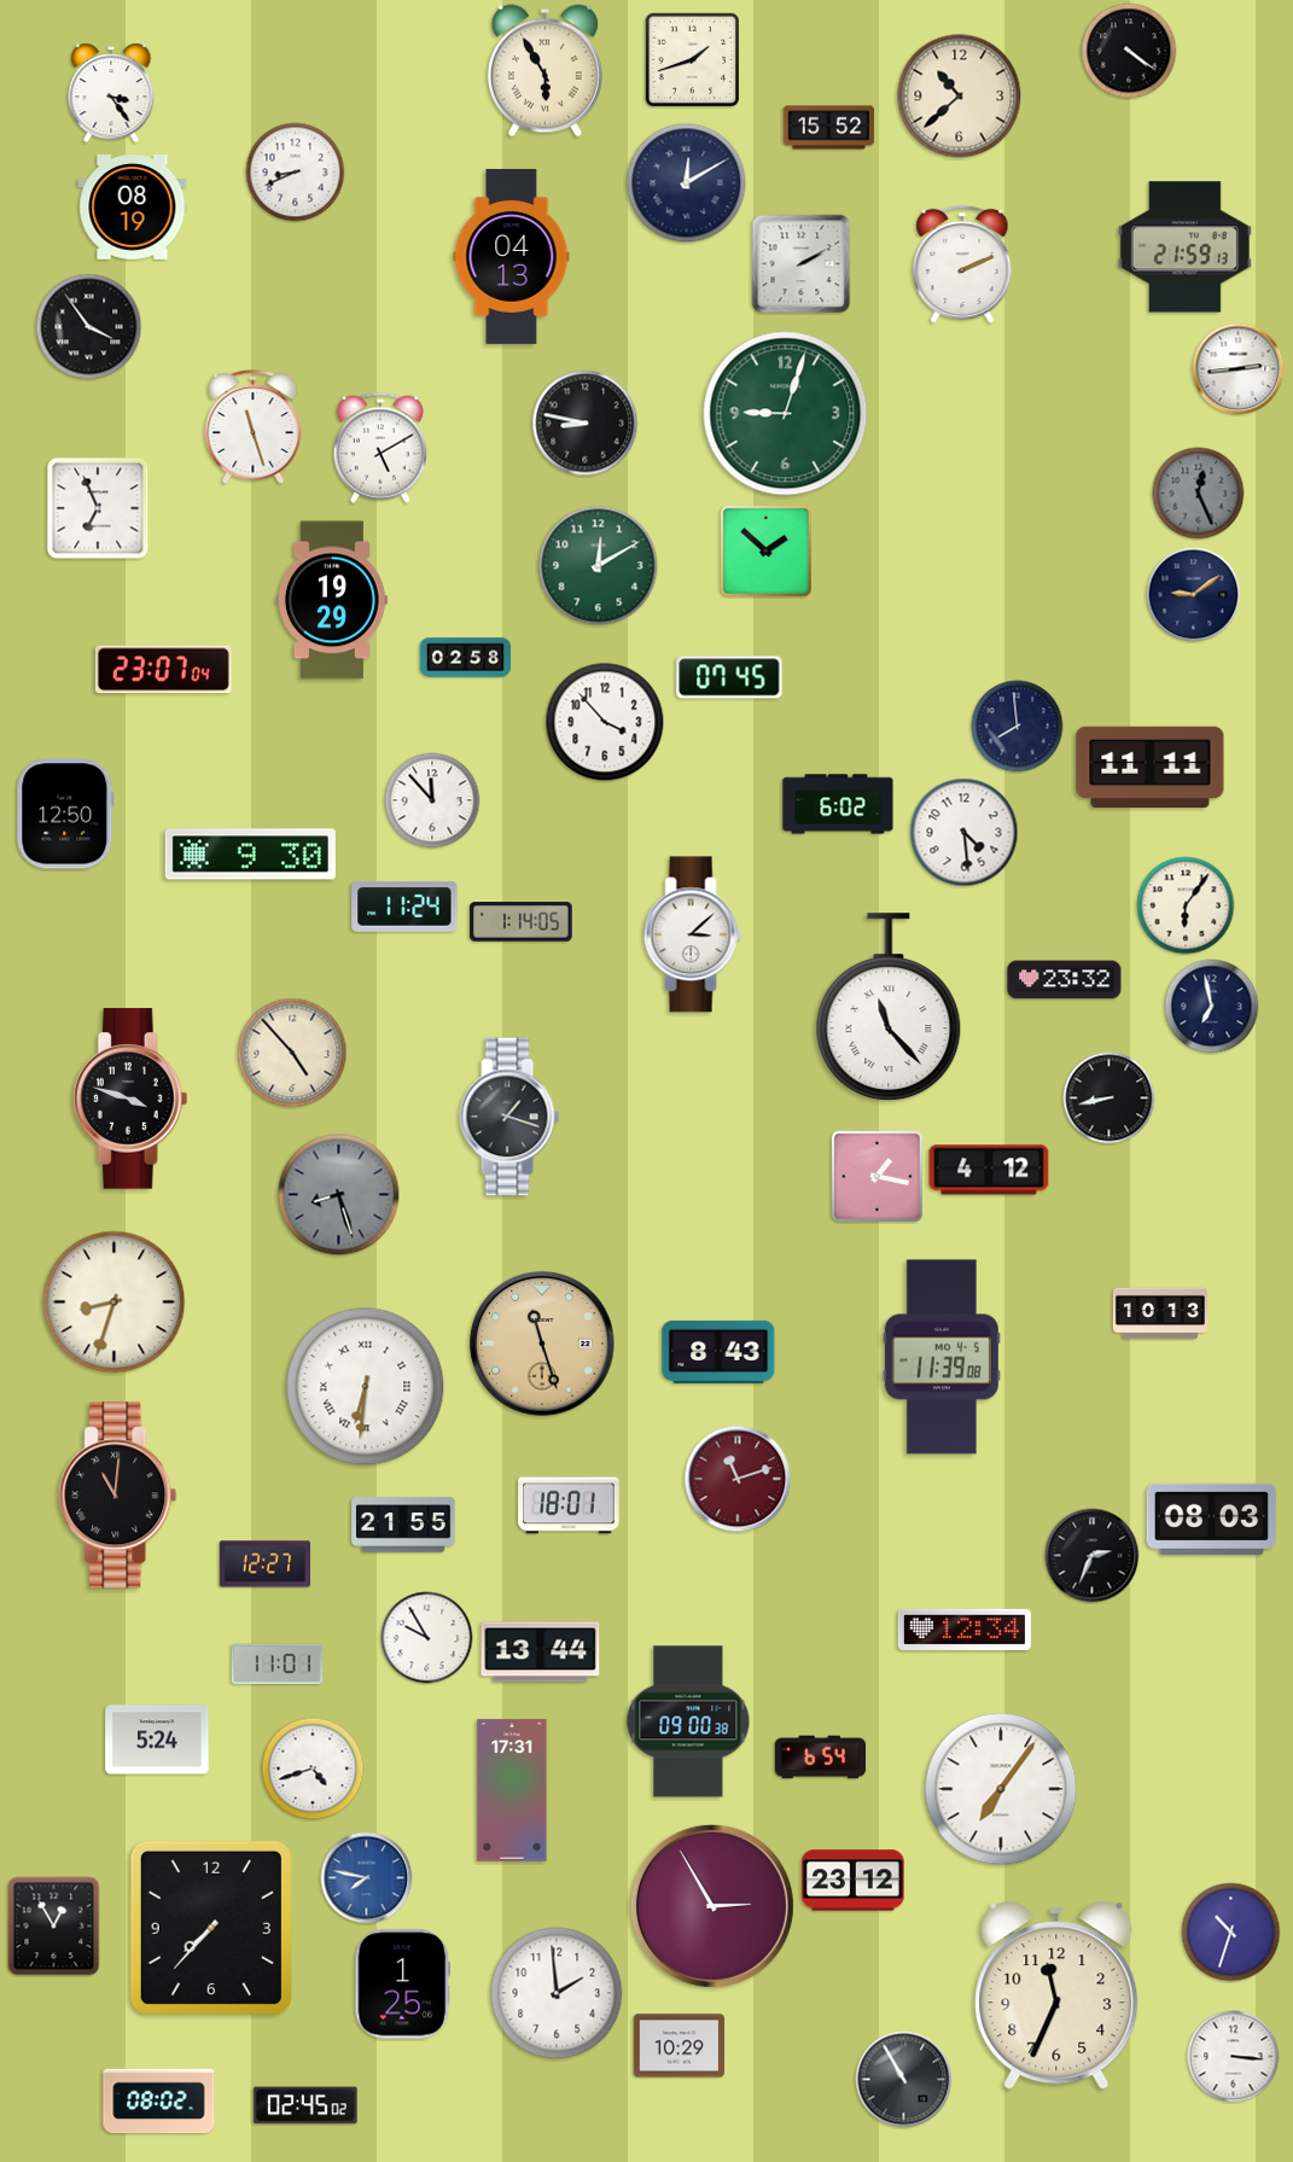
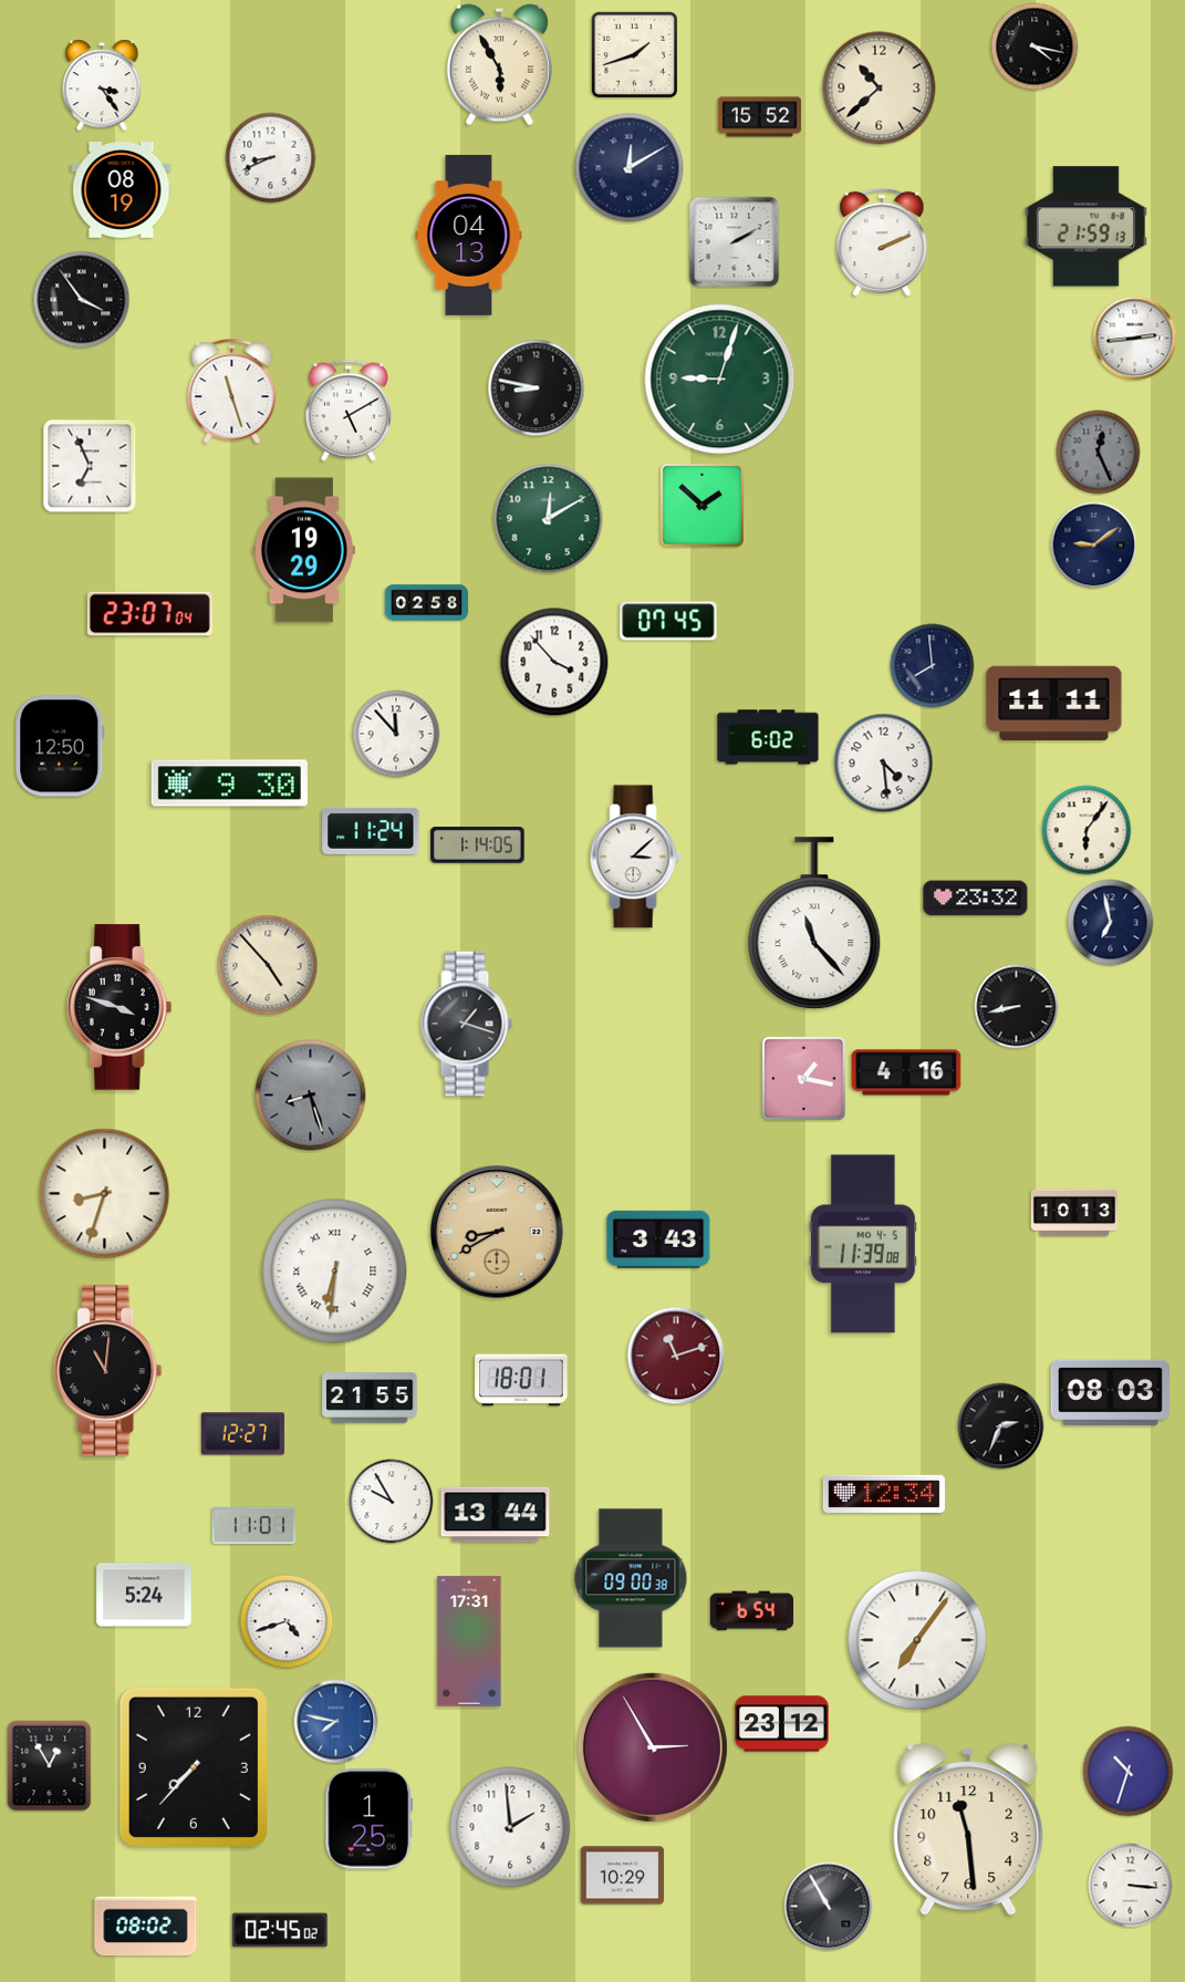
clock at (1129, 51): 4:21 -> 4:17
clock at (989, 1170): 4:12 -> 4:16
clock at (1160, 1313) position: (1160, 1313) -> (1074, 1213)
clock at (542, 1344): 11:27 -> 8:40
clock at (718, 1352): 8:43 -> 3:43
clock at (1056, 1997): 11:34 -> 11:29
